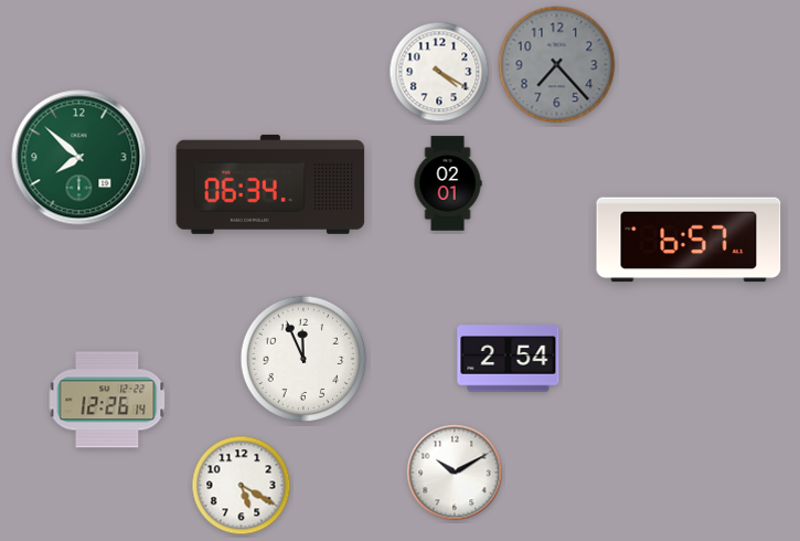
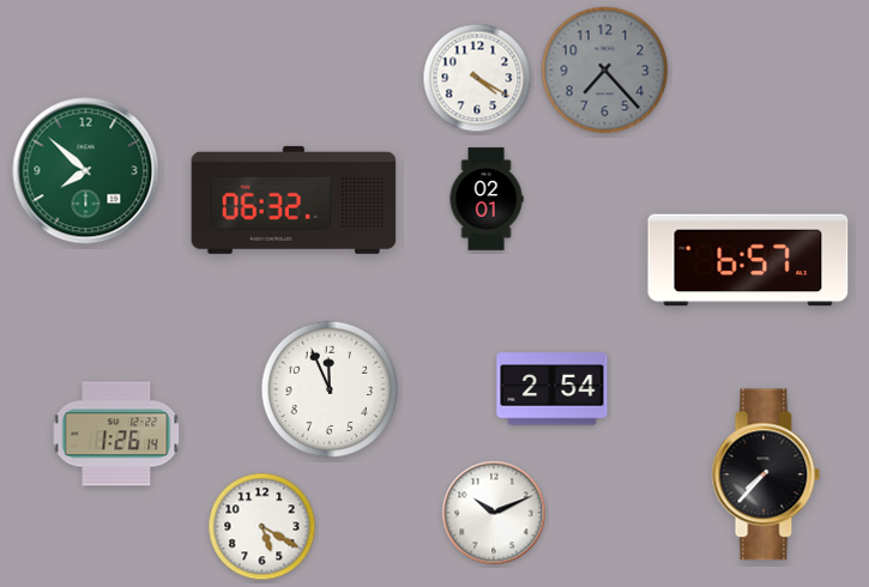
clock at (270, 184): 06:34 -> 06:32
clock at (107, 400): 12:26 -> 1:26
clock at (766, 474): none -> 7:37
clock at (455, 473): 10:10 -> 10:11
